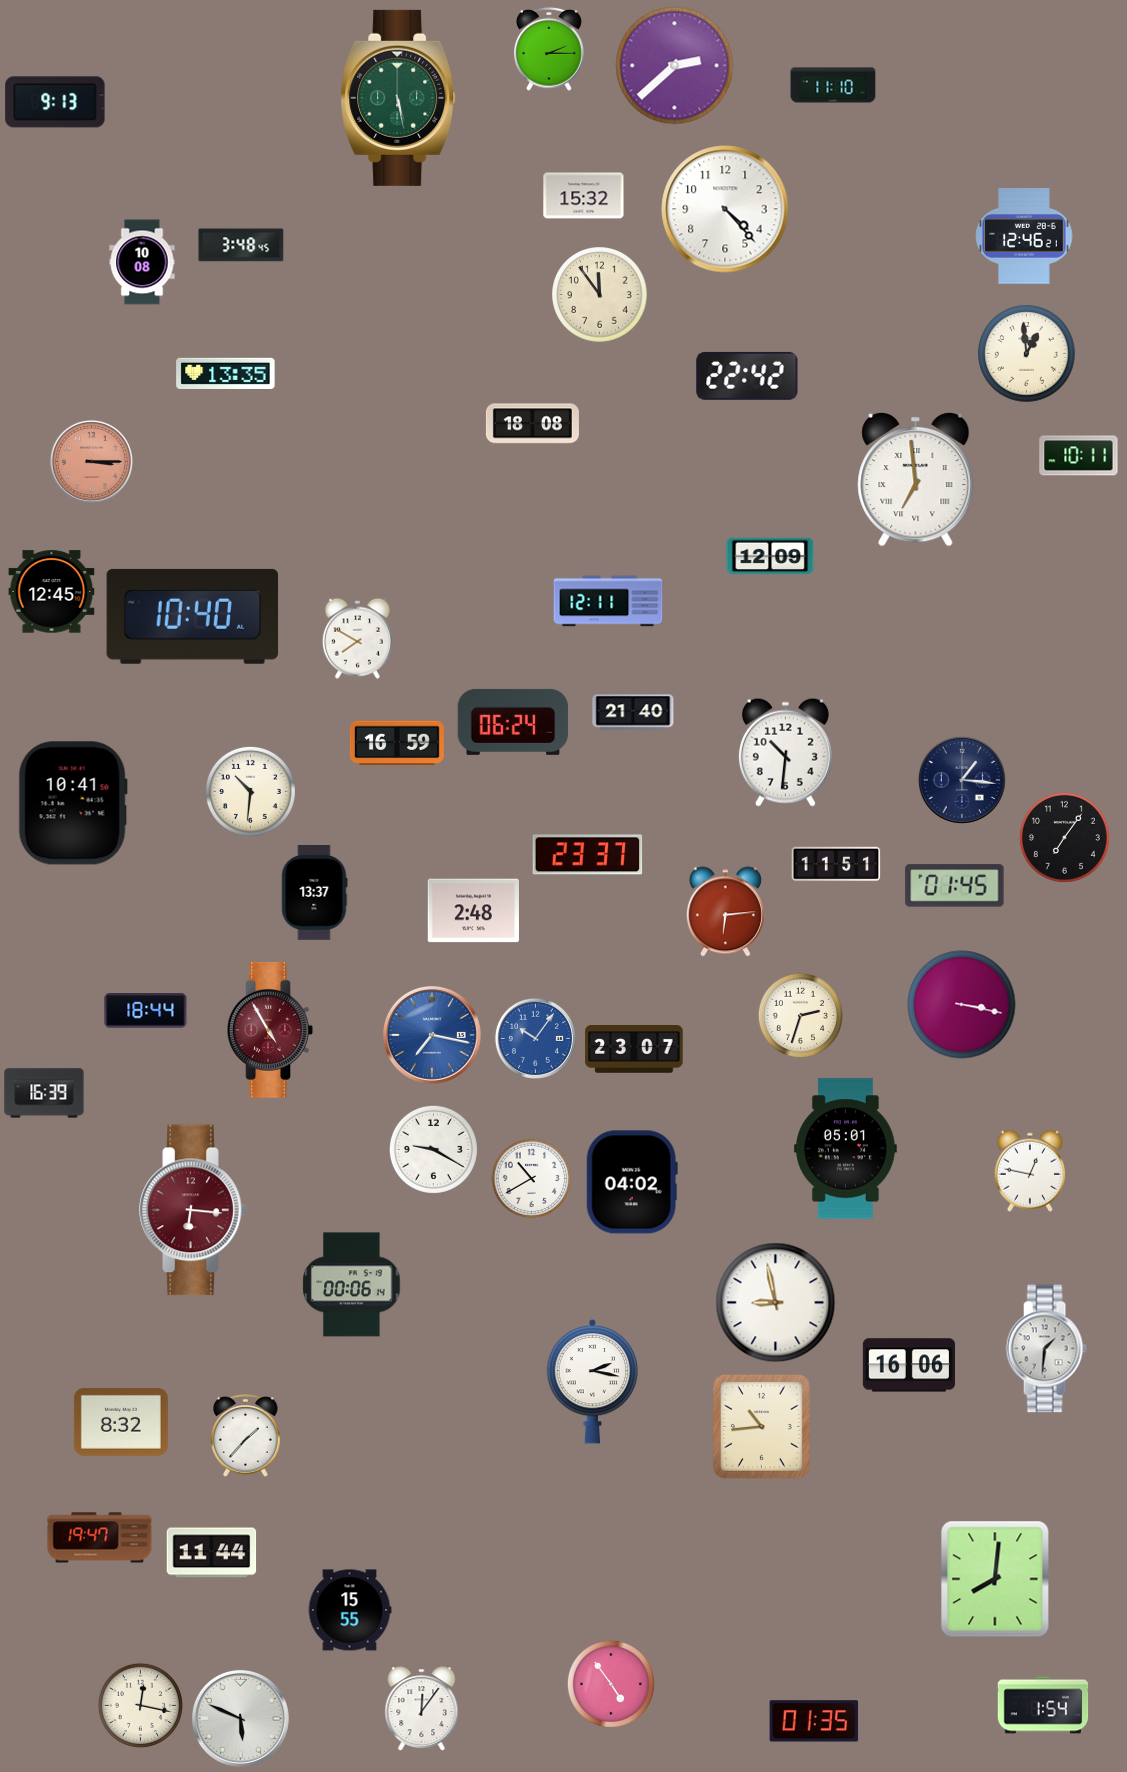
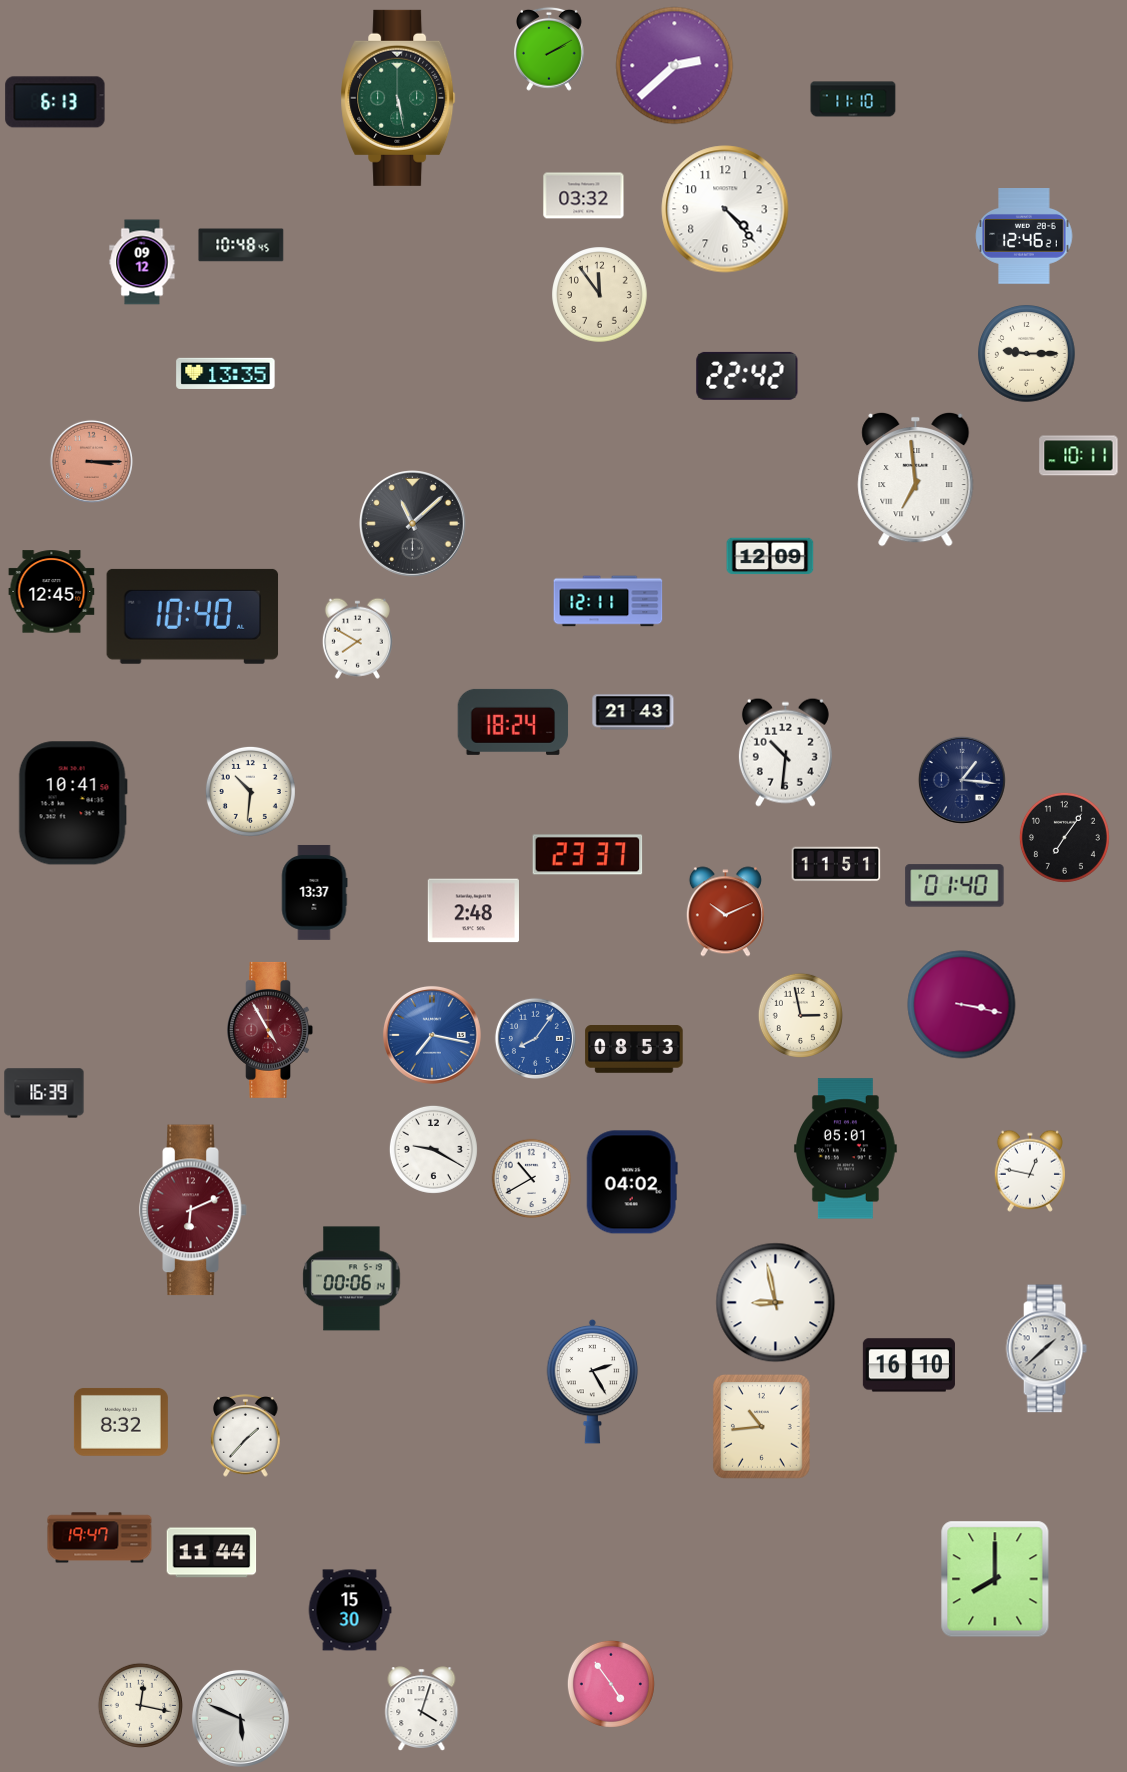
clock at (550, 49): 2:15 -> 2:10
clock at (833, 85) position: (833, 85) -> (853, 99)
clock at (55, 102): 9:13 -> 6:13
clock at (584, 196): 15:32 -> 03:32
clock at (241, 245): 3:48 -> 10:48
clock at (142, 262): 10:08 -> 09:12
clock at (1027, 354): 12:59 -> 9:15
clock at (532, 424): 18:08 -> none
clock at (413, 524): none -> 11:08
clock at (633, 712): 21:40 -> 21:43
clock at (513, 722): 06:24 -> 18:24
clock at (397, 743): 16:59 -> none
clock at (955, 886): 01:45 -> 01:40
clock at (725, 912): 6:14 -> 10:11
clock at (146, 1011): 18:44 -> none
clock at (800, 1015): 2:33 -> 2:58
clock at (535, 1038): 10:06 -> 8:06
clock at (634, 1050): 23:07 -> 08:53
clock at (193, 1210): 6:16 -> 6:11
clock at (352, 1285) position: (352, 1285) -> (352, 1279)
clock at (1046, 1349): 1:31 -> 1:38
clock at (909, 1365): 16:06 -> 16:10
clock at (593, 1381): 2:17 -> 2:25
clock at (995, 1579): 8:01 -> 8:00
clock at (350, 1610): 15:55 -> 15:30
clock at (1043, 1705): 1:54 -> none
clock at (422, 1708): 12:06 -> 4:03
clock at (814, 1721): 01:35 -> none
